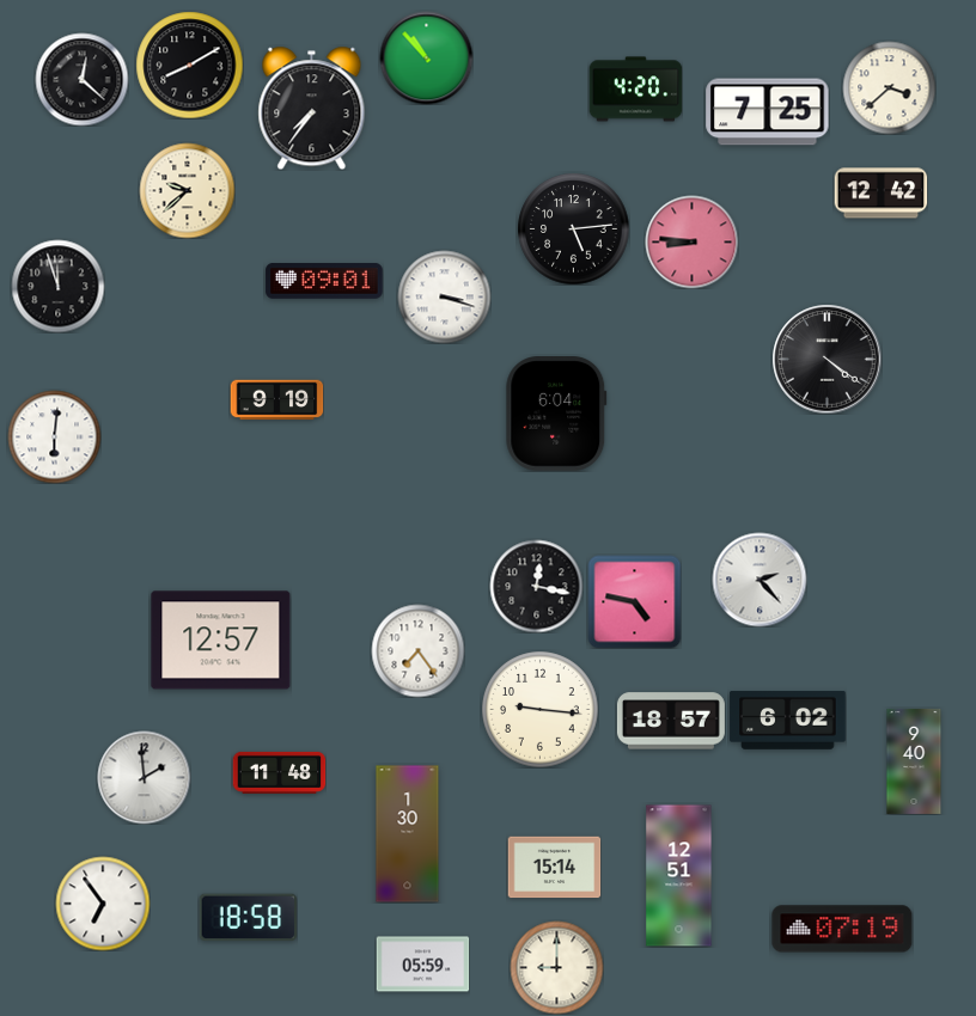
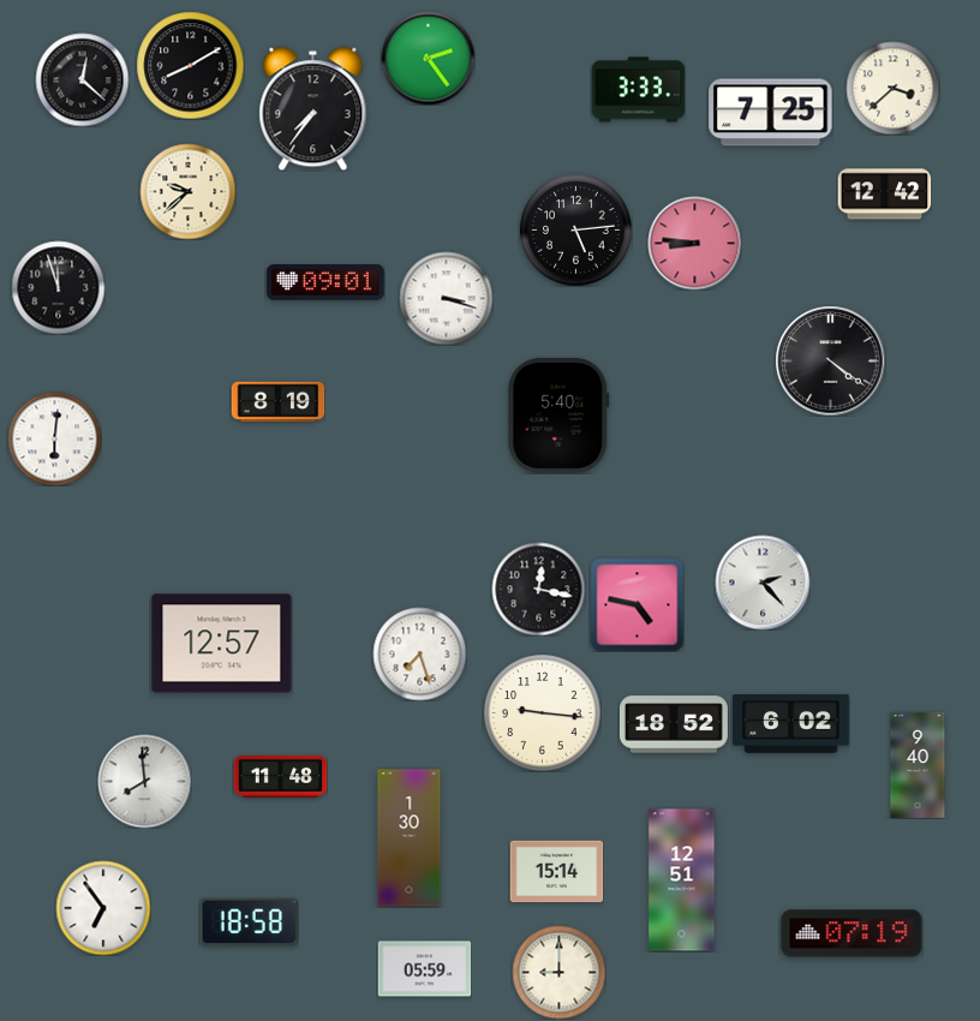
clock at (426, 57): 10:53 -> 2:24
clock at (635, 90): 4:20 -> 3:33
clock at (276, 400): 9:19 -> 8:19
clock at (556, 415): 6:04 -> 5:40
clock at (417, 650): 7:24 -> 7:27
clock at (671, 721): 18:57 -> 18:52
clock at (144, 777): 1:59 -> 7:59
clock at (842, 929) position: (842, 929) -> (851, 933)
